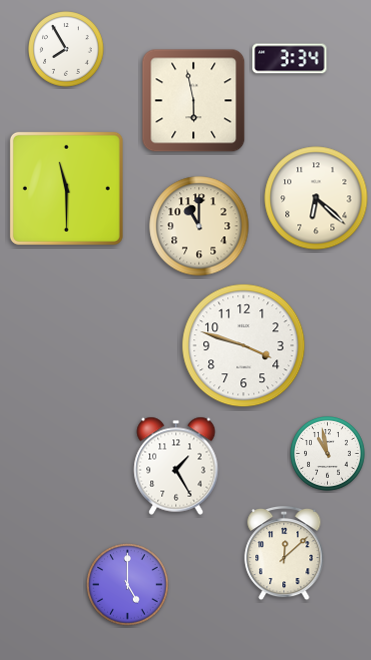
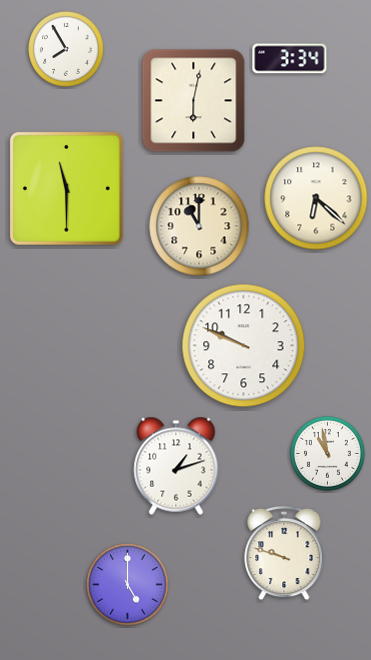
clock at (194, 101): 5:58 -> 6:02
clock at (244, 346): 3:48 -> 9:49
clock at (176, 466): 1:25 -> 1:12
clock at (284, 553): 12:08 -> 9:48
